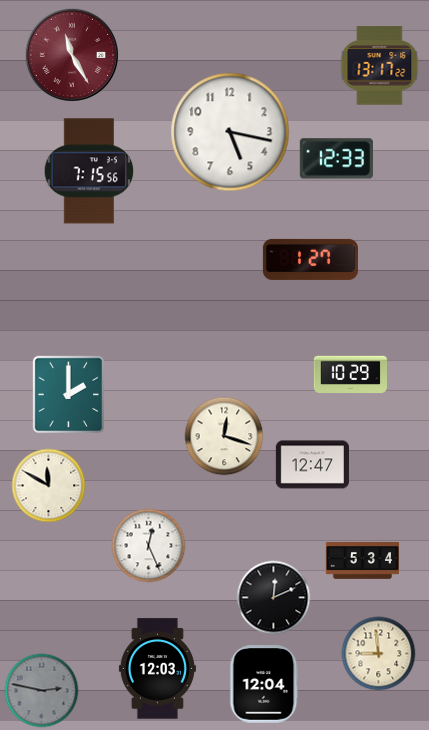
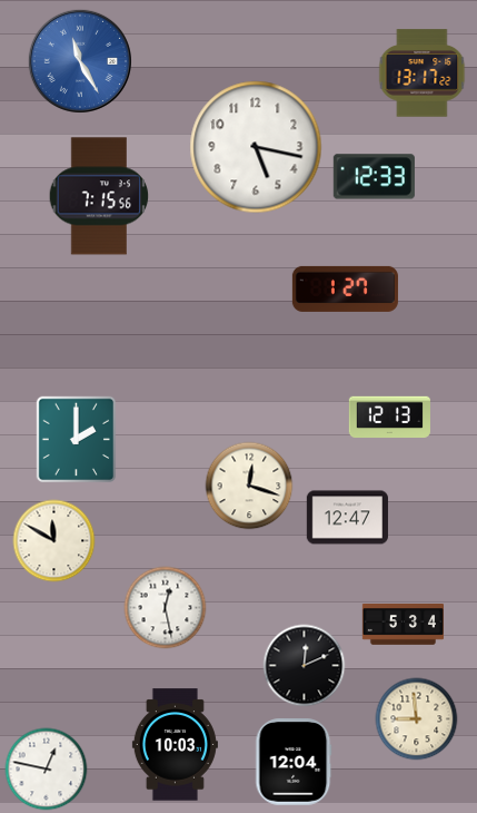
clock at (72, 55) dial: burgundy -> blue
clock at (89, 171) position: (89, 171) -> (99, 196)
clock at (350, 375): 10:29 -> 12:13
clock at (149, 546): 12:26 -> 12:28
clock at (379, 654) position: (379, 654) -> (417, 719)
clock at (157, 669): 12:03 -> 10:03
clock at (42, 691): 2:47 -> 12:47
clock at (42, 691) dial: grey -> white
